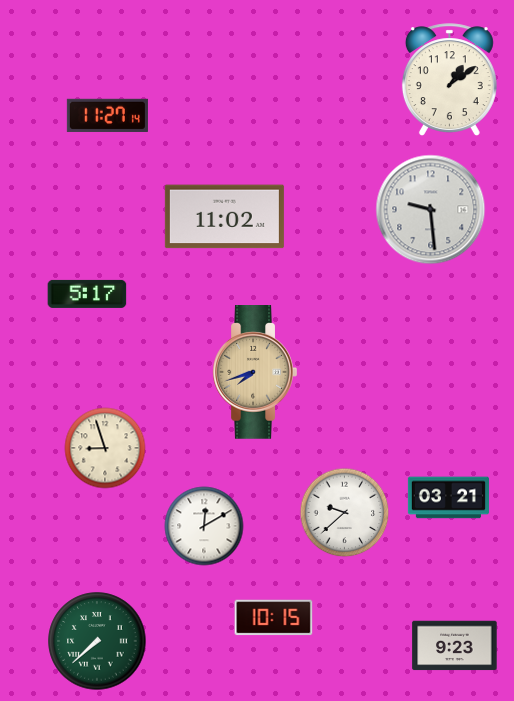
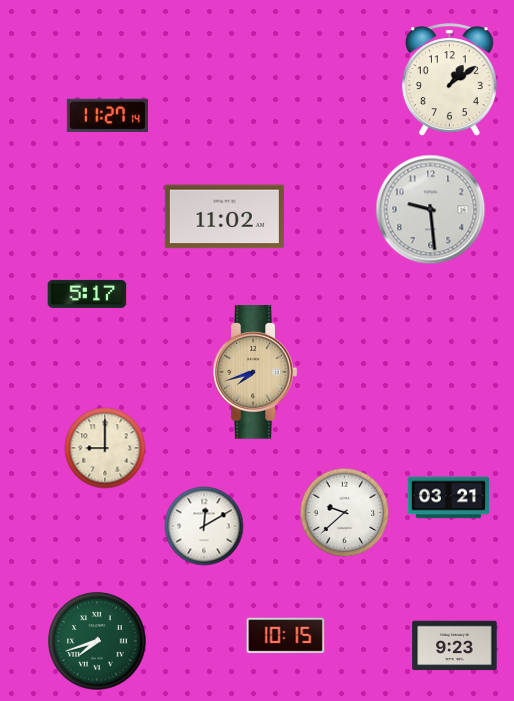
clock at (105, 448): 8:57 -> 9:00
clock at (274, 618) position: (274, 618) -> (286, 636)
clock at (97, 641): 7:38 -> 7:42
